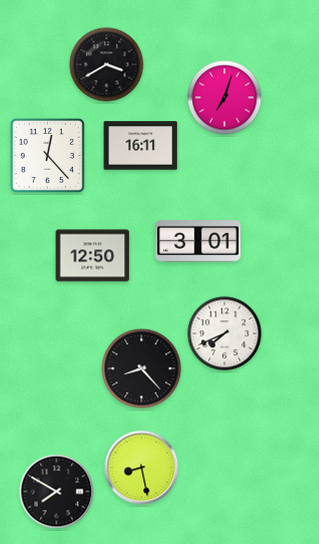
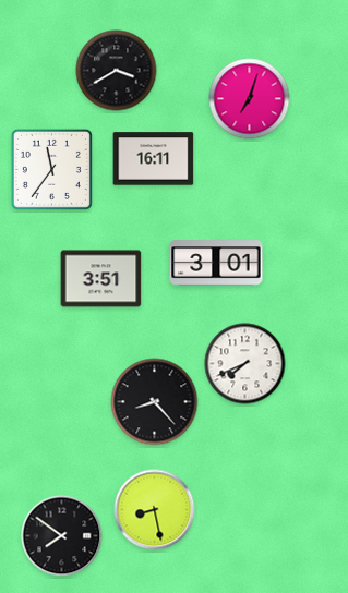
clock at (225, 98) position: (225, 98) -> (250, 99)
clock at (47, 155): 12:23 -> 11:36
clock at (93, 256): 12:50 -> 3:51
clock at (57, 492): 7:50 -> 7:51
